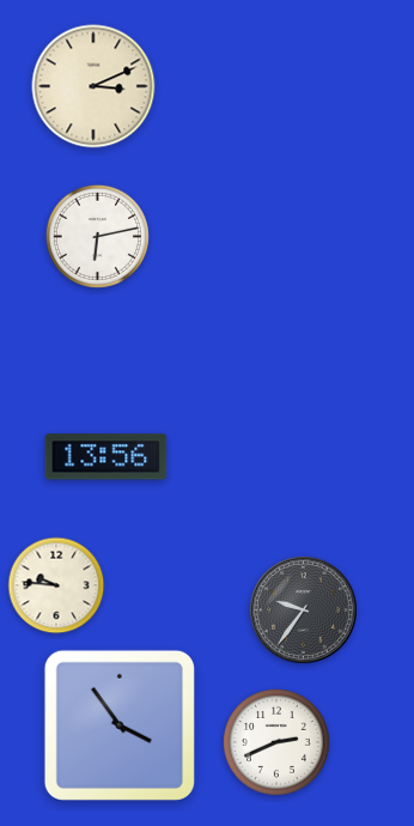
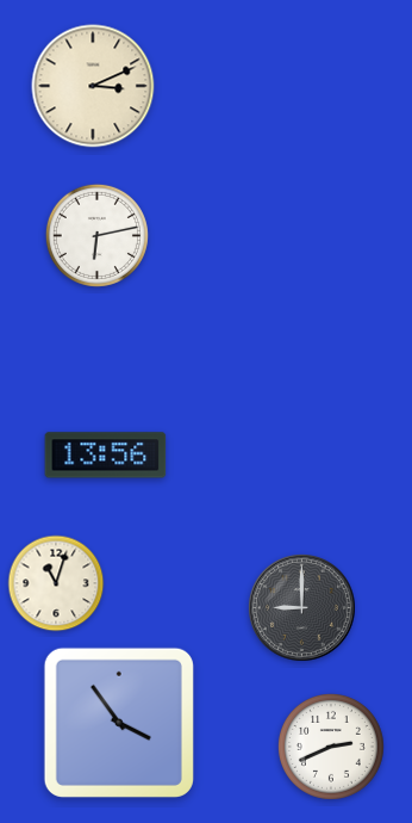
clock at (56, 585): 9:46 -> 11:03
clock at (304, 611): 9:36 -> 9:00
clock at (276, 742) position: (276, 742) -> (331, 747)
